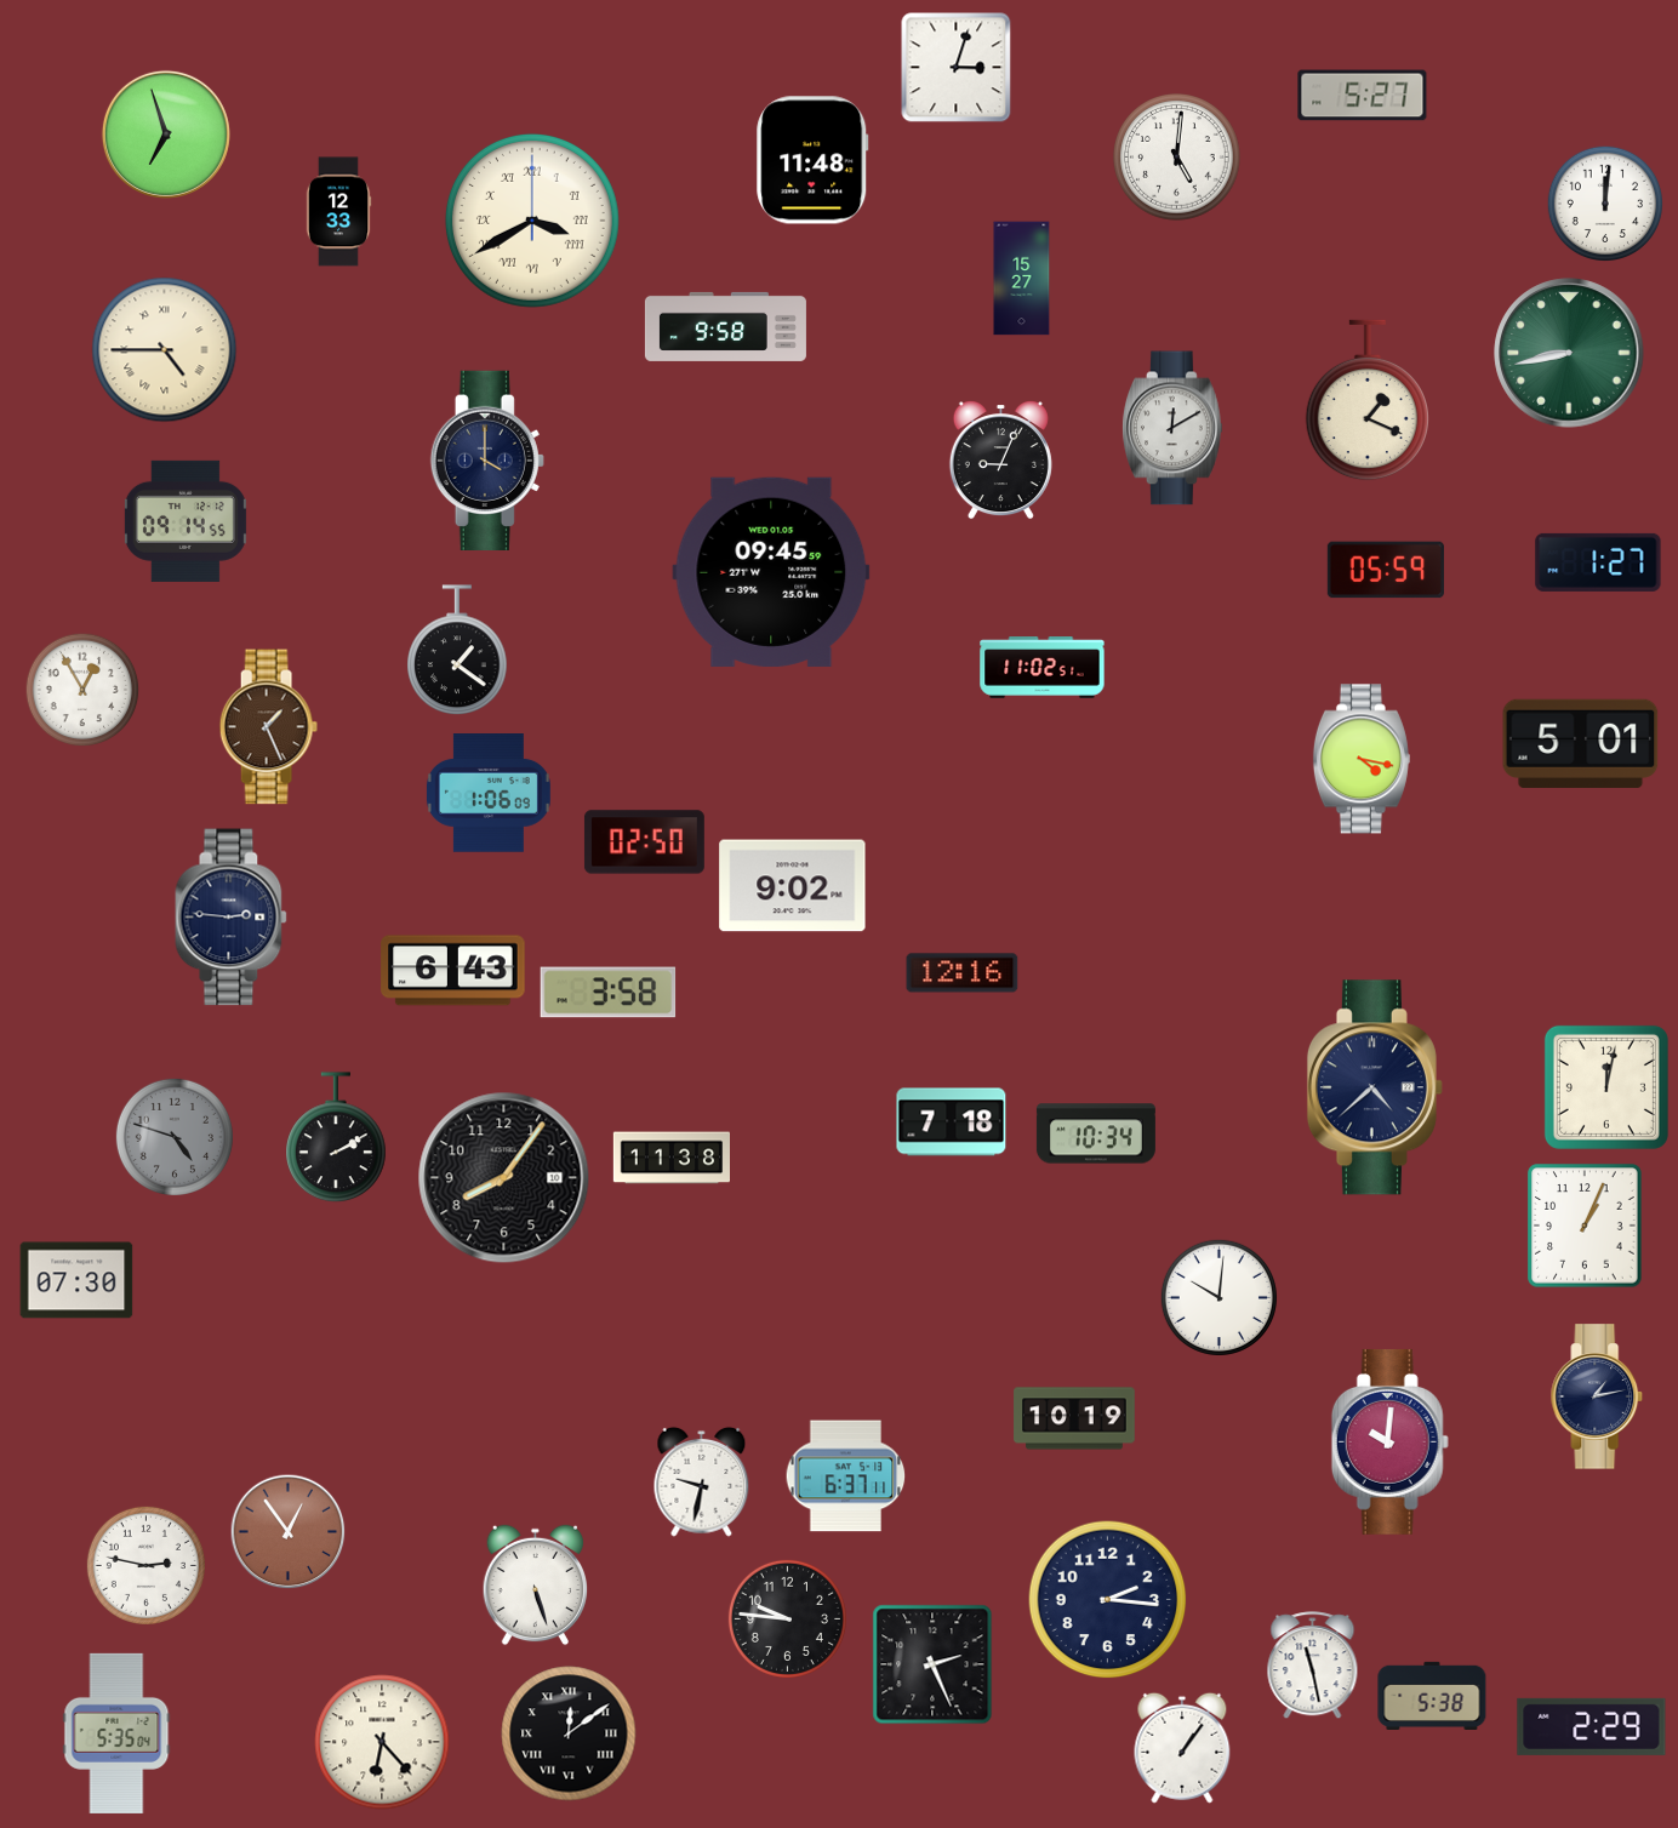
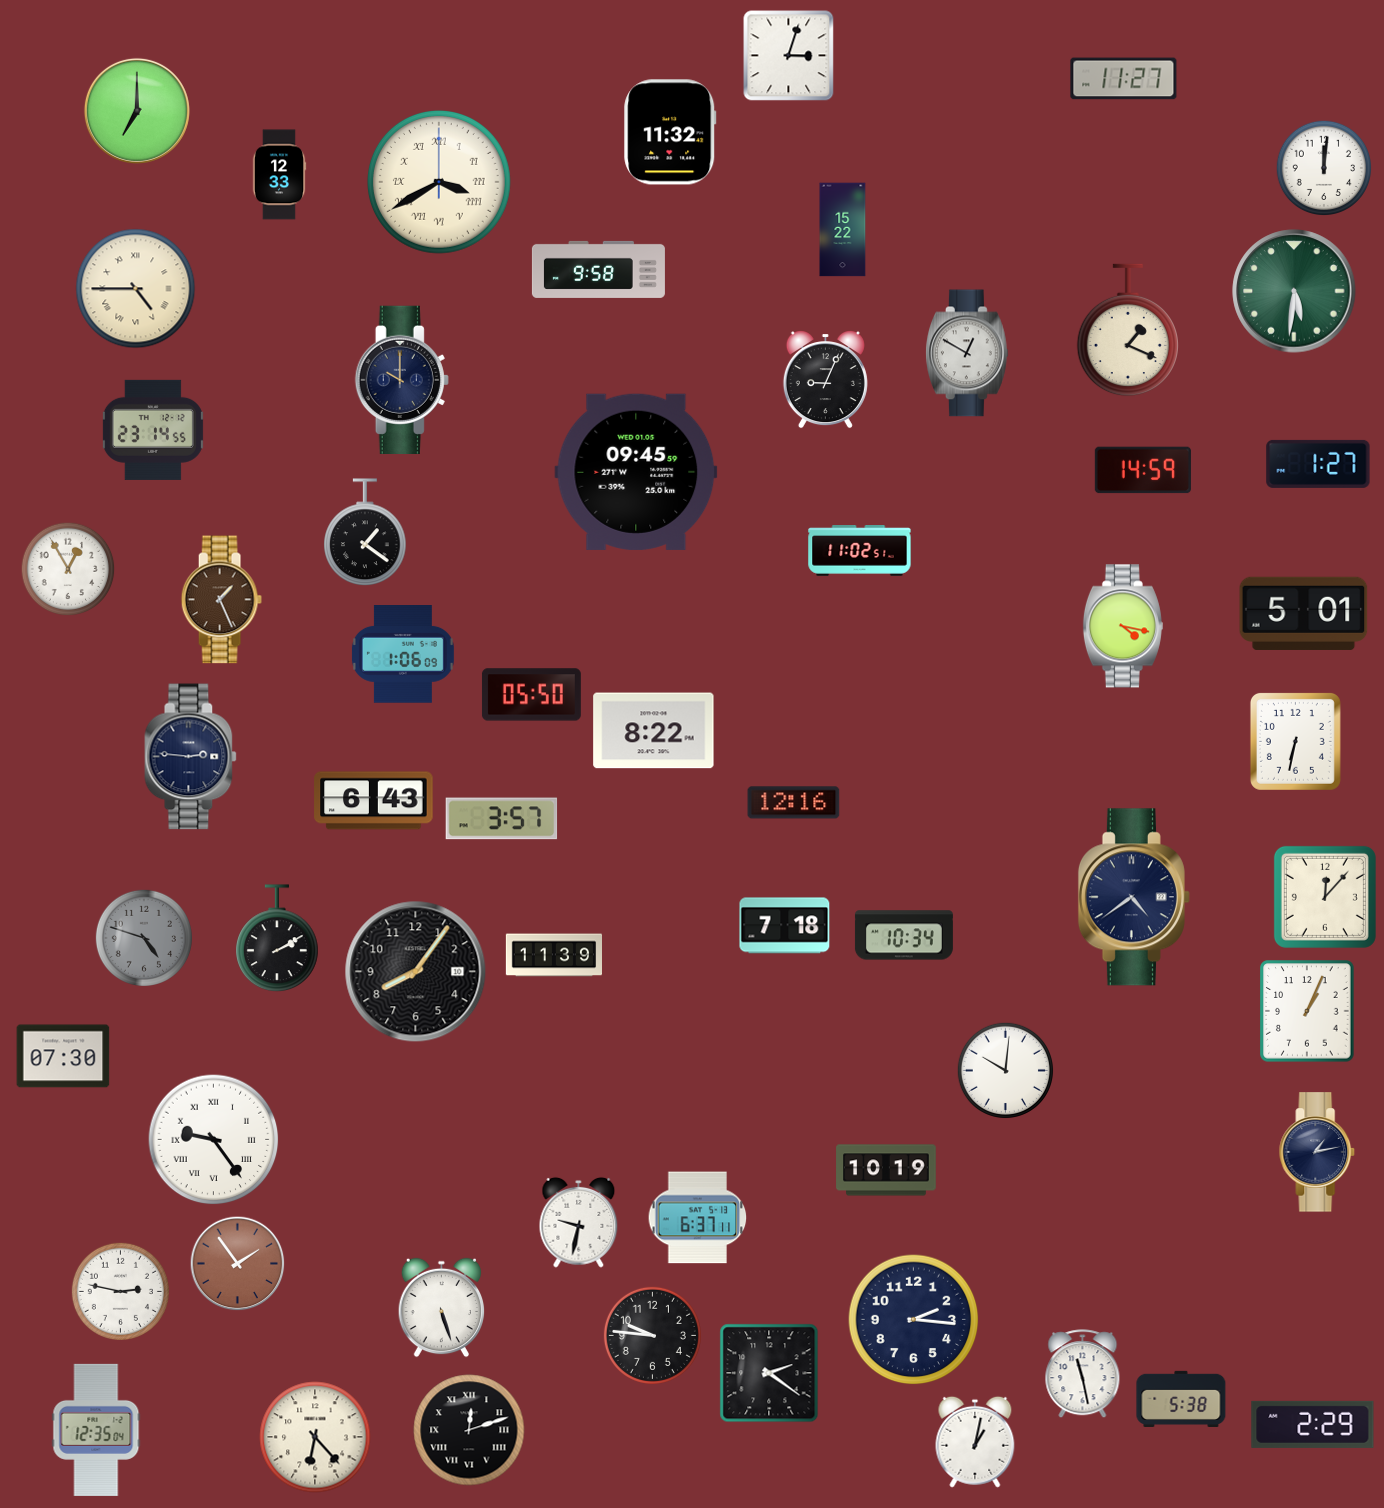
clock at (1363, 96): 5:27 -> 11:27
clock at (166, 135): 6:57 -> 7:00
clock at (1177, 158): 5:01 -> none
clock at (812, 160): 11:48 -> 11:32
clock at (1022, 279): 15:27 -> 15:22
clock at (1569, 353): 8:43 -> 5:31
clock at (1172, 428): 12:10 -> 12:50
clock at (487, 459): 4:00 -> 10:00
clock at (186, 521): 09:14 -> 23:14
clock at (1386, 570): 05:59 -> 14:59
clock at (457, 651) position: (457, 651) -> (365, 533)
clock at (644, 842): 02:50 -> 05:50
clock at (793, 886): 9:02 -> 8:22
clock at (1295, 741): none -> 6:32
clock at (609, 993): 3:58 -> 3:57
clock at (1375, 1087): 4:38 -> 4:39
clock at (1606, 1087): 12:02 -> 12:07
clock at (670, 1158): 11:38 -> 11:39
clock at (214, 1140): none -> 9:24
clock at (1389, 1441): 10:01 -> none
clock at (289, 1532): 12:54 -> 1:54
clock at (787, 1618) position: (787, 1618) -> (652, 1335)
clock at (932, 1664): 2:26 -> 2:21
clock at (116, 1733): 5:35 -> 12:35
clock at (569, 1733): 12:09 -> 12:12
clock at (1182, 1748): 1:06 -> 1:02
